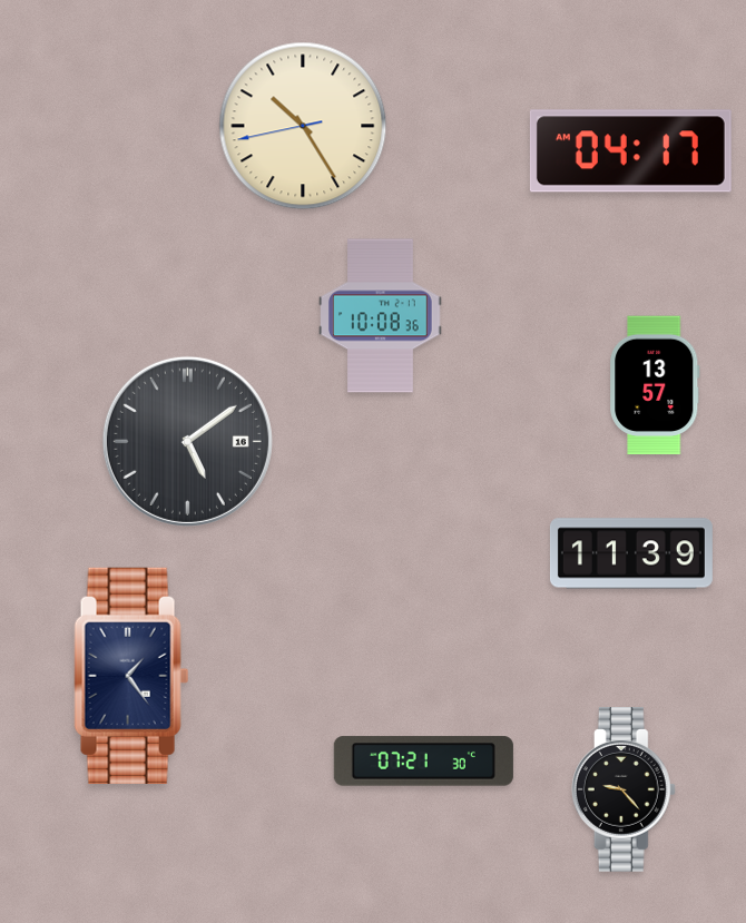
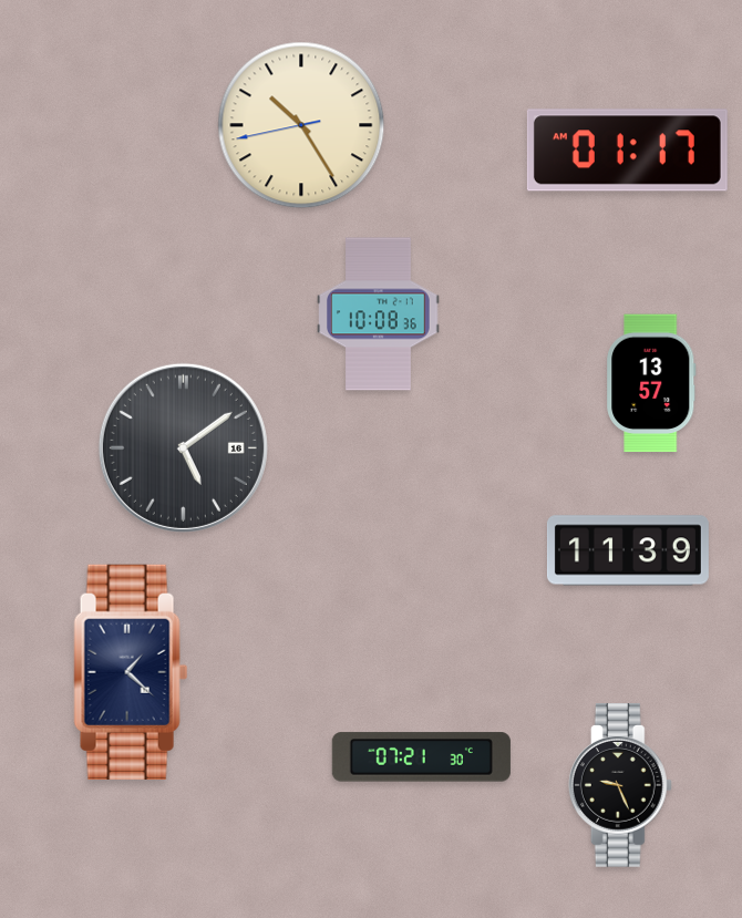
clock at (630, 151): 04:17 -> 01:17
clock at (187, 441) position: (187, 441) -> (183, 447)
clock at (131, 676): 1:24 -> 1:22
clock at (624, 791): 9:23 -> 9:26
